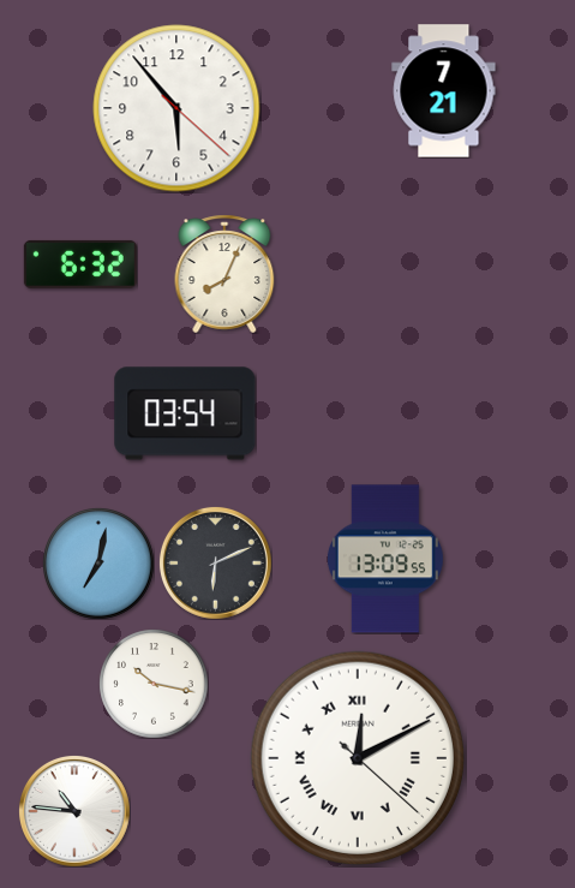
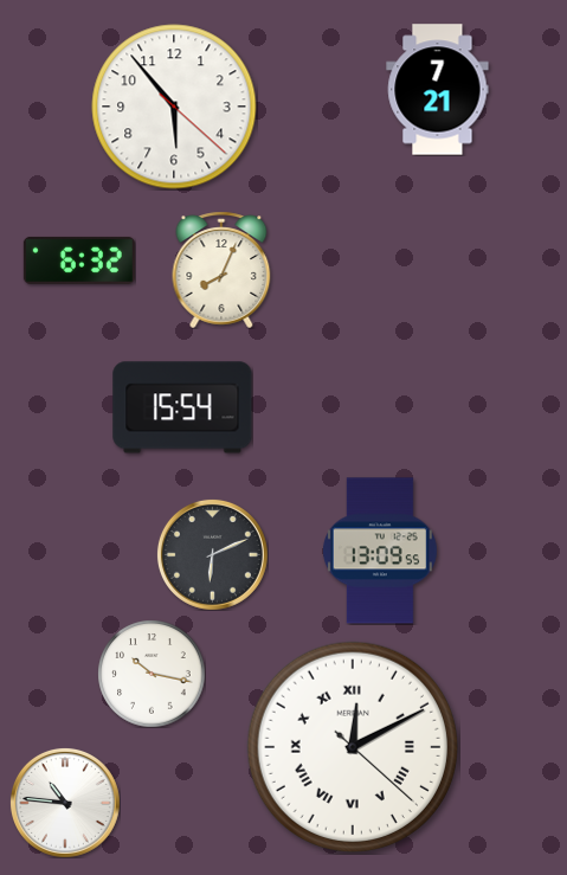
clock at (185, 413): 03:54 -> 15:54
clock at (98, 564): 7:02 -> none
clock at (74, 811) position: (74, 811) -> (65, 803)
